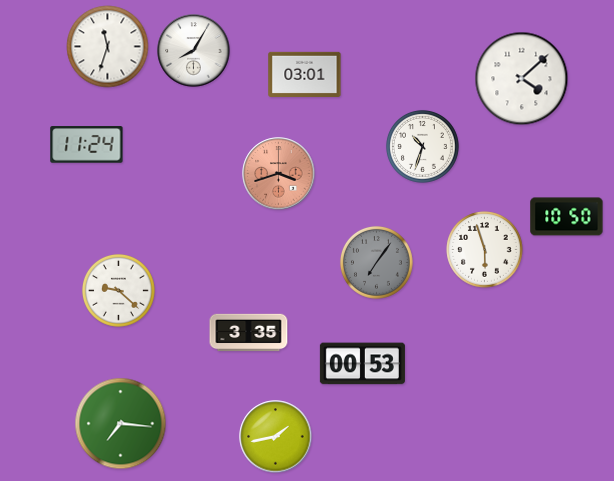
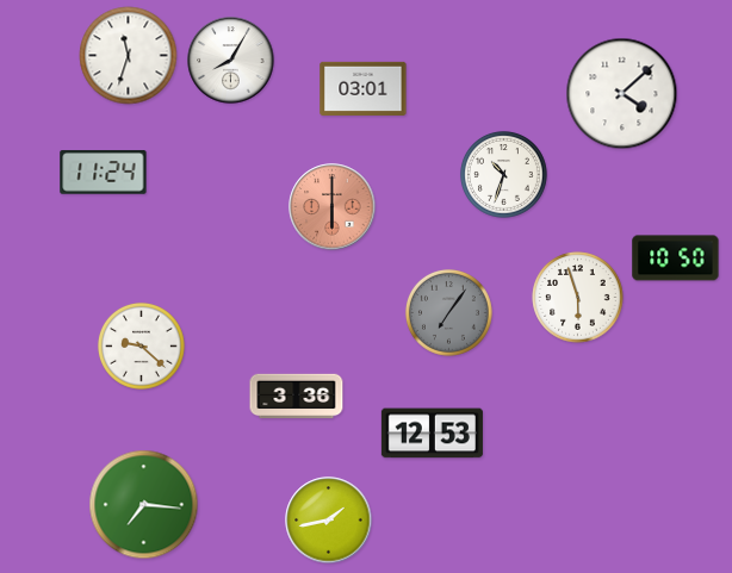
clock at (279, 174): 3:42 -> 6:00
clock at (249, 333): 3:35 -> 3:36
clock at (362, 364): 00:53 -> 12:53
